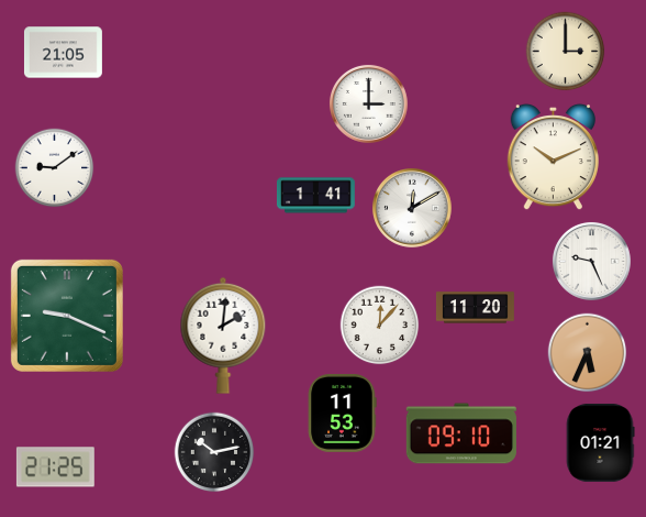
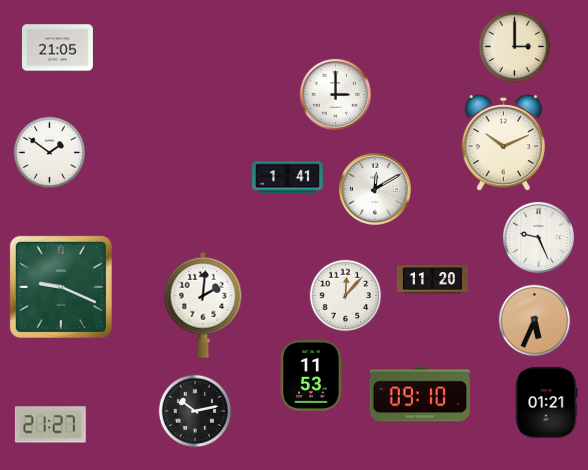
clock at (55, 168): 9:09 -> 1:51
clock at (55, 468): 21:25 -> 21:27
